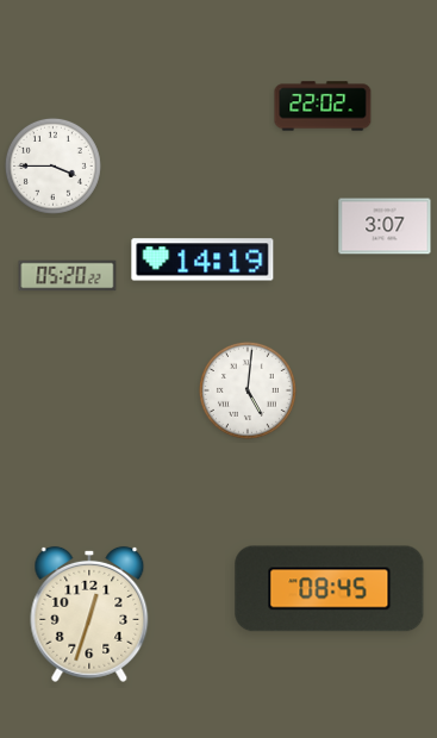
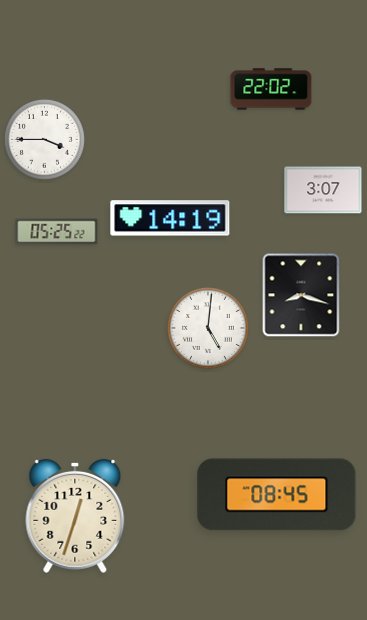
clock at (68, 276): 05:20 -> 05:25
clock at (301, 295): none -> 8:18
